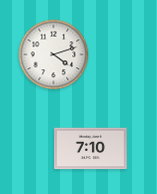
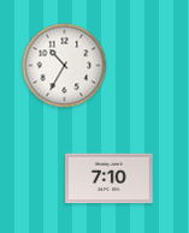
clock at (54, 55): 4:12 -> 10:35
